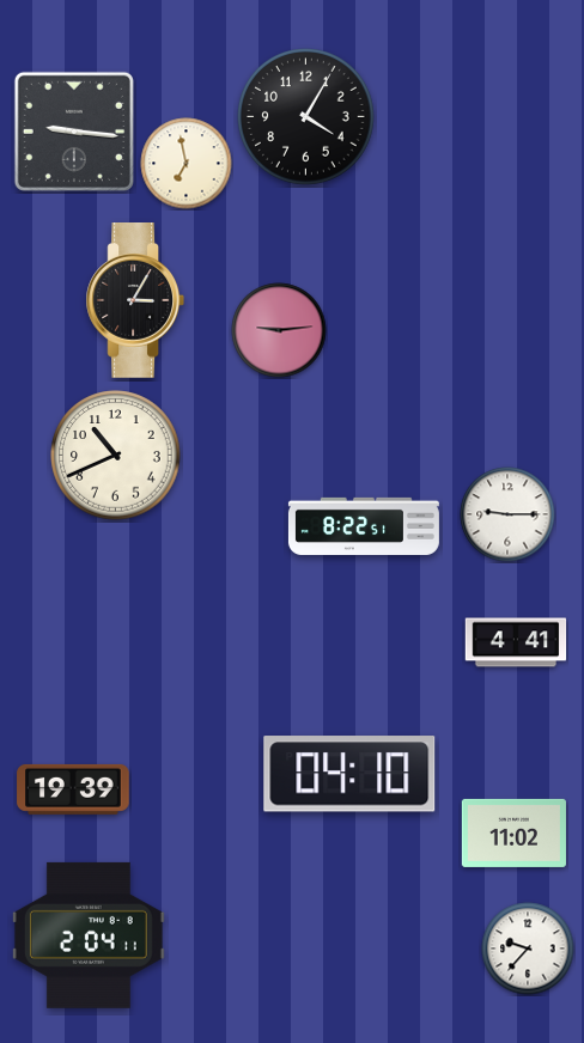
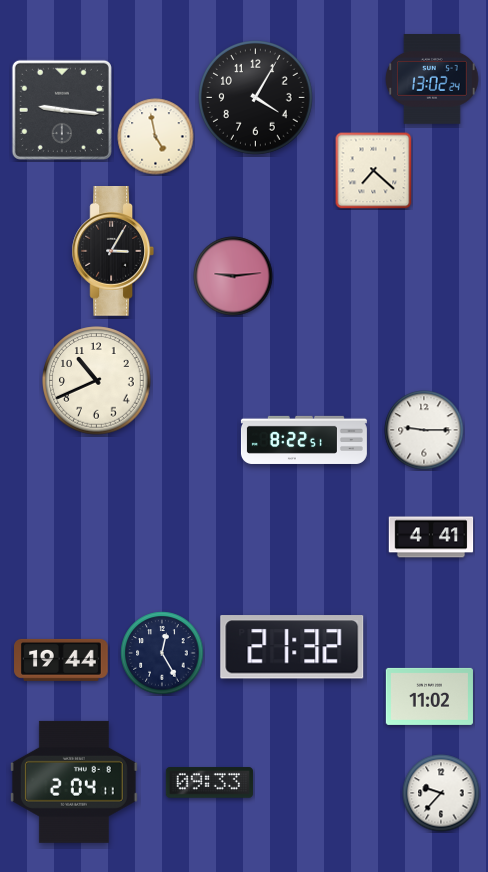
clock at (432, 80): none -> 13:02
clock at (187, 164): 6:58 -> 4:58
clock at (373, 170): none -> 7:22
clock at (349, 774): 04:10 -> 21:32
clock at (162, 653): none -> 12:25
clock at (73, 789): 19:39 -> 19:44
clock at (209, 783): none -> 09:33
